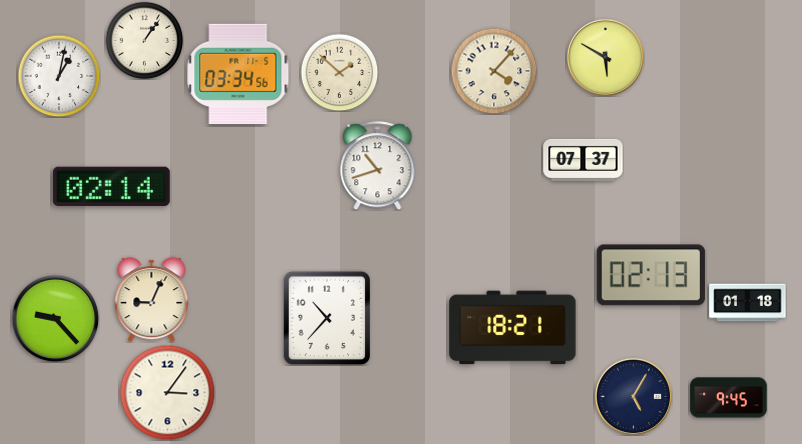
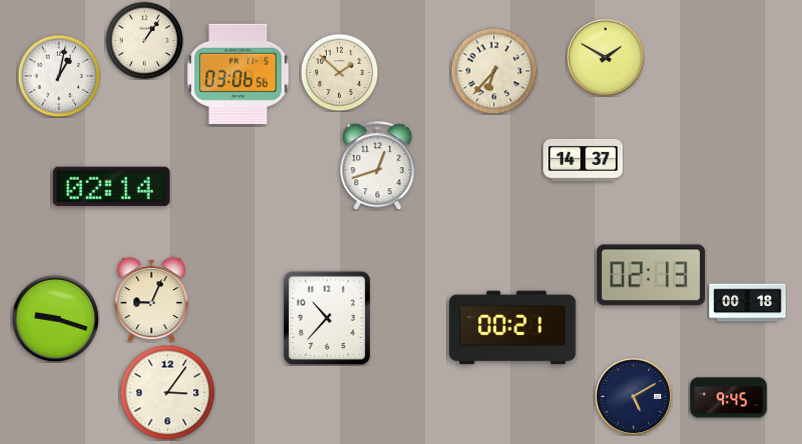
clock at (605, 57): 5:50 -> 1:50
clock at (494, 71): 4:07 -> 6:37
clock at (238, 74): 03:34 -> 03:06
clock at (583, 160): 07:37 -> 14:37
clock at (378, 166): 10:42 -> 12:42
clock at (748, 303): 01:18 -> 00:18
clock at (55, 318): 9:23 -> 9:18
clock at (513, 328): 18:21 -> 00:21
clock at (633, 396): 5:05 -> 5:10
